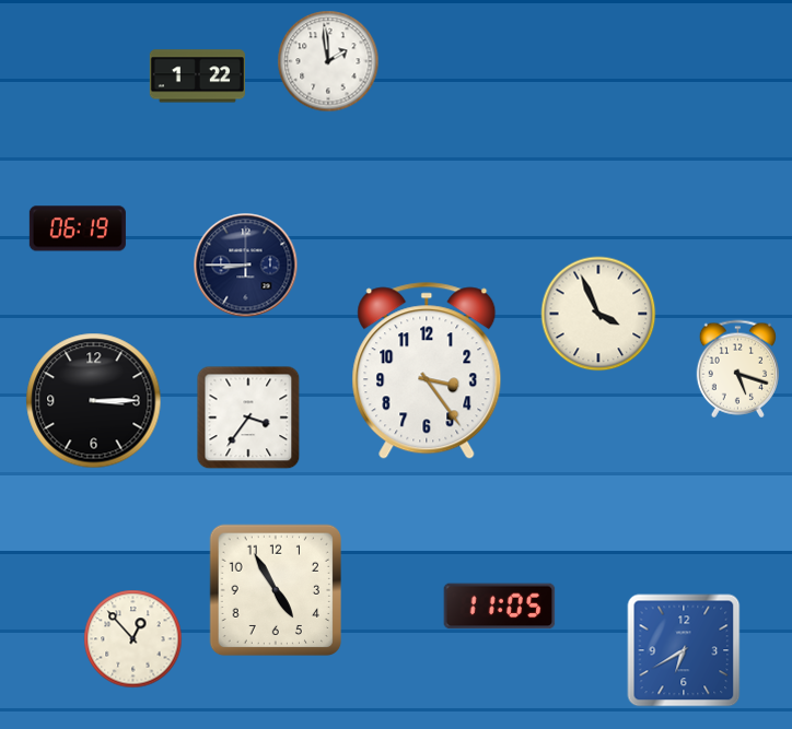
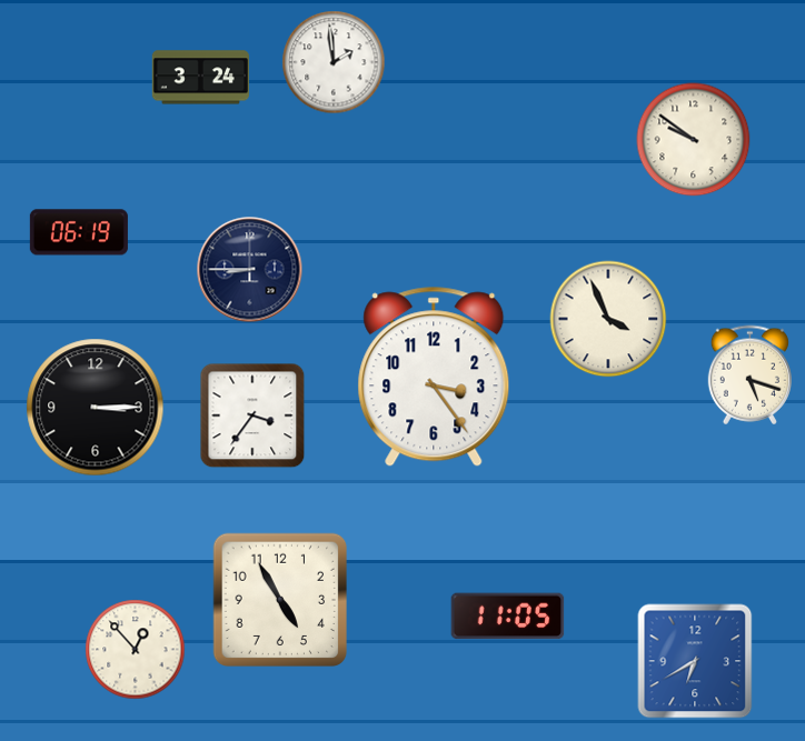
clock at (197, 77): 1:22 -> 3:24
clock at (694, 140): none -> 9:51
clock at (248, 418) position: (248, 418) -> (252, 415)
